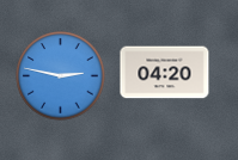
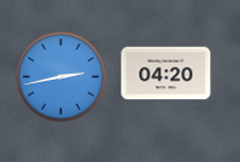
clock at (61, 76): 2:47 -> 2:43
